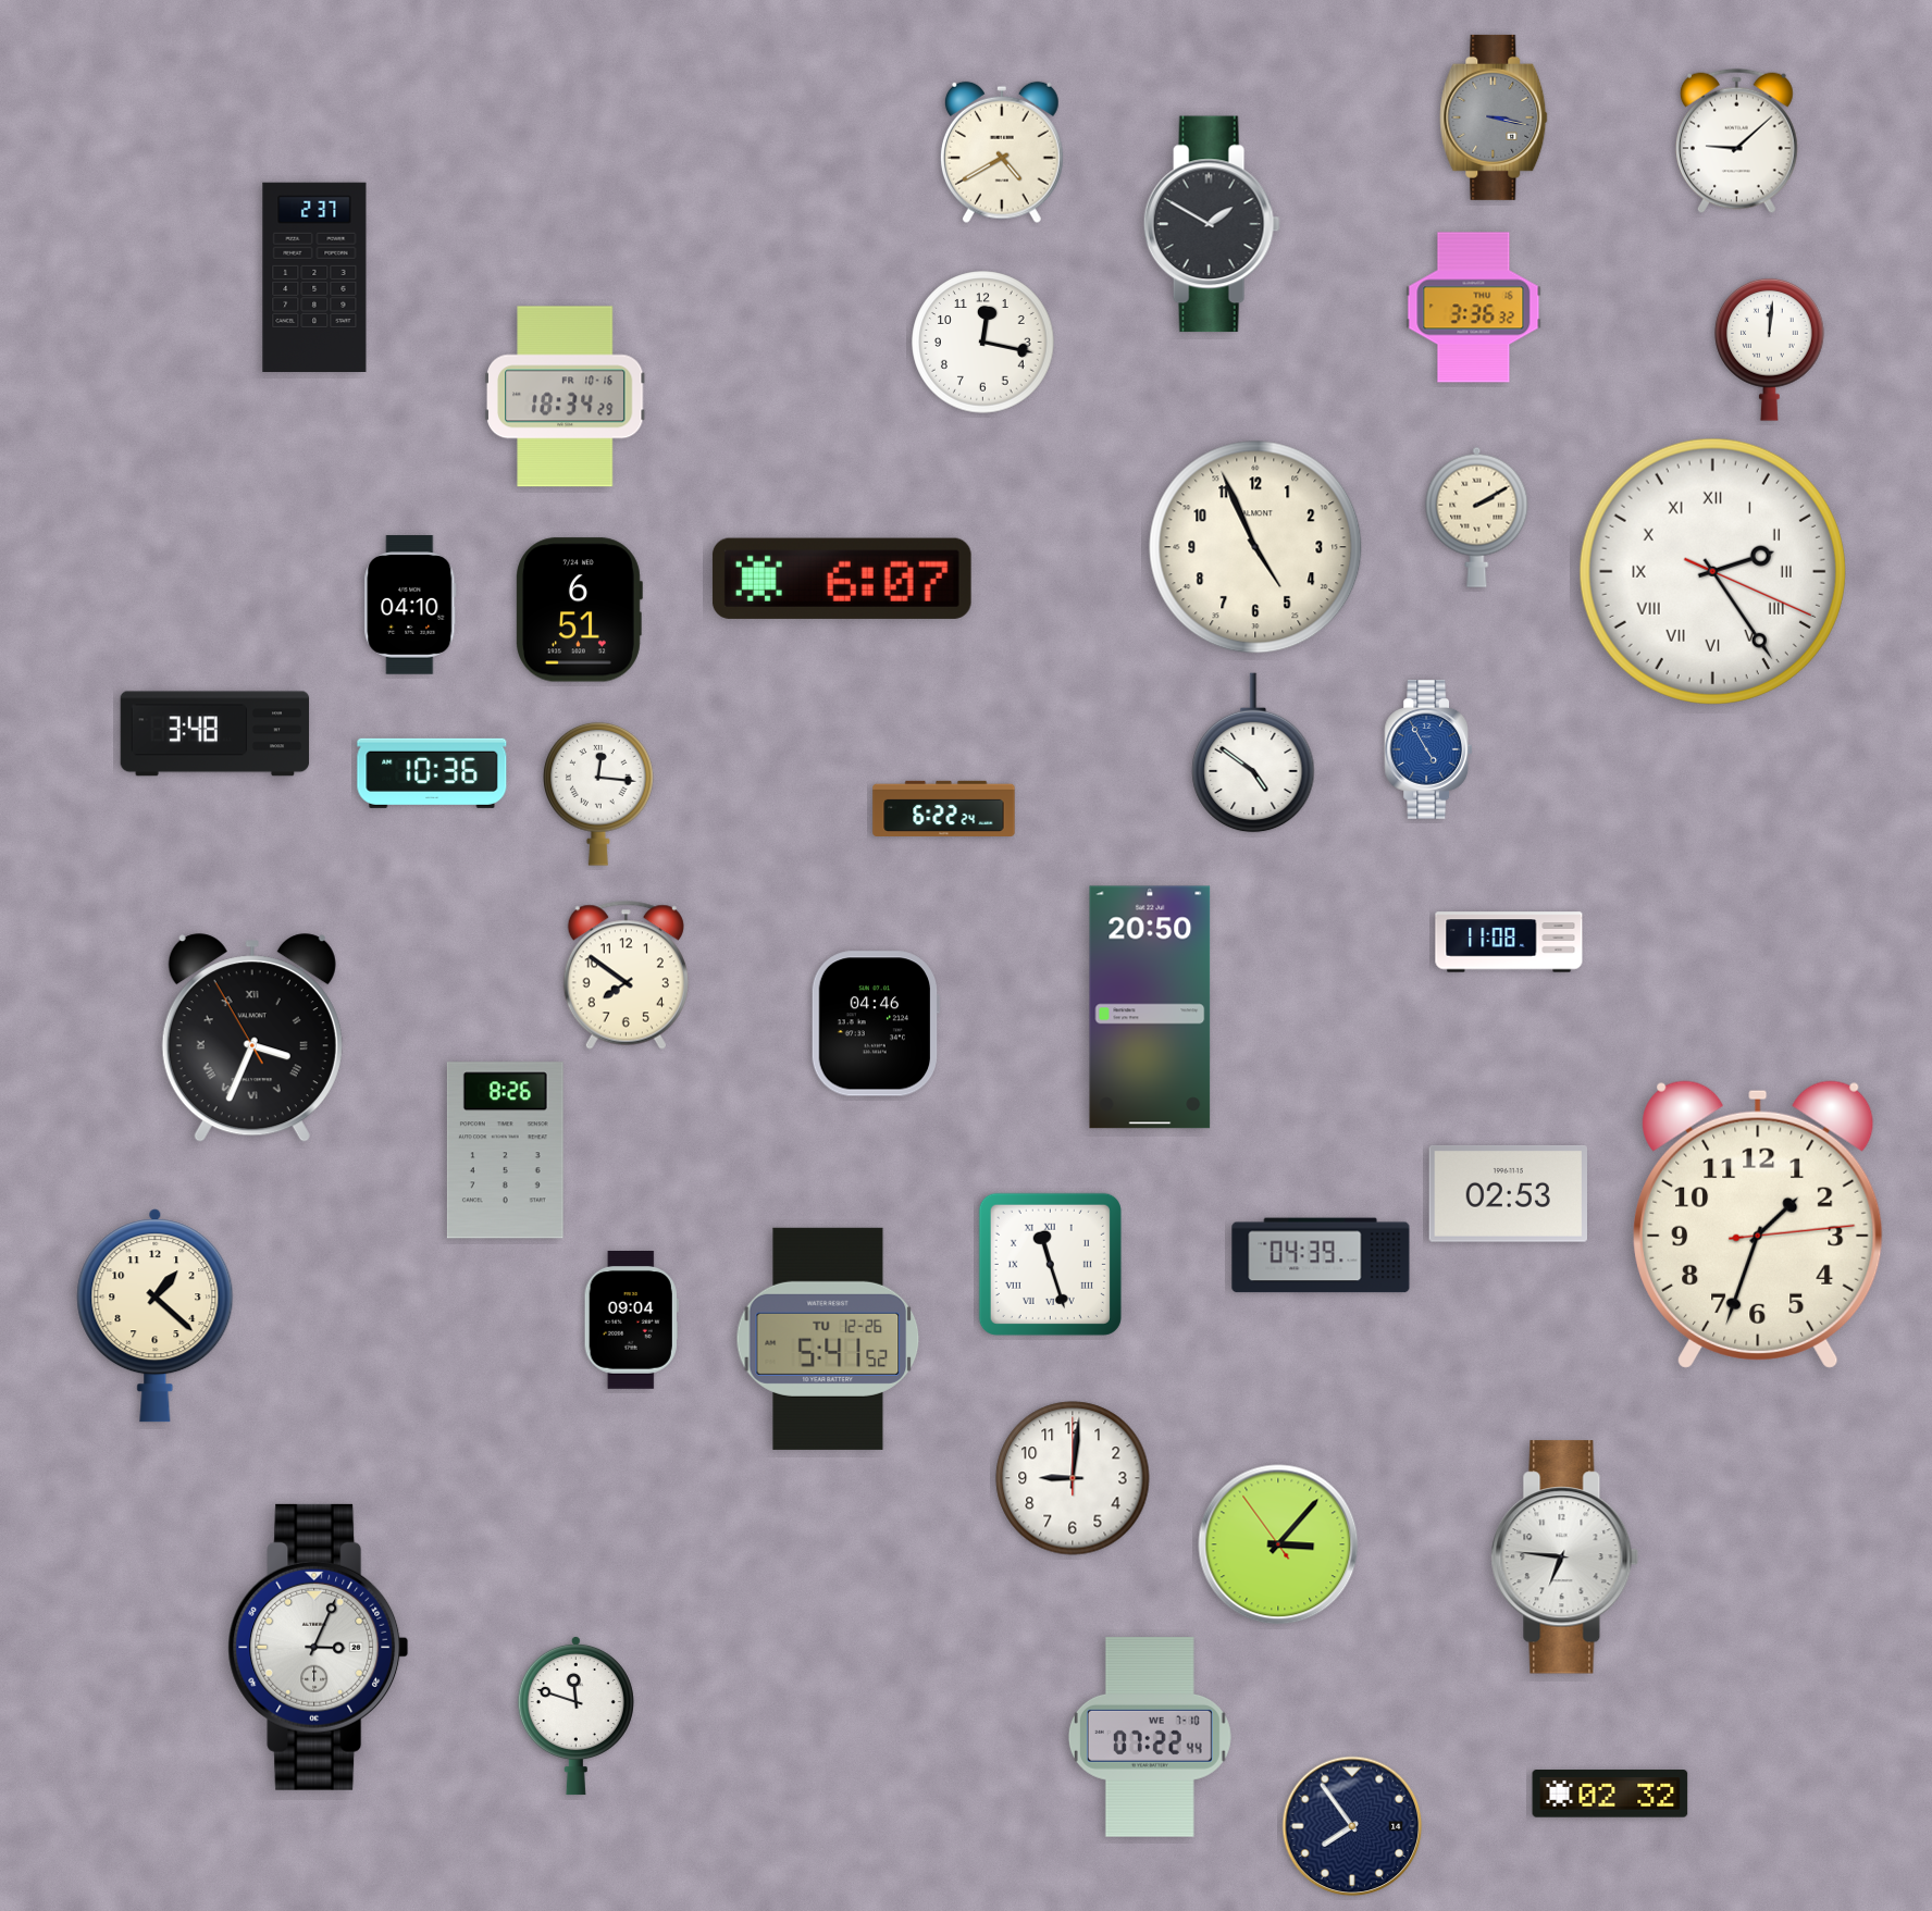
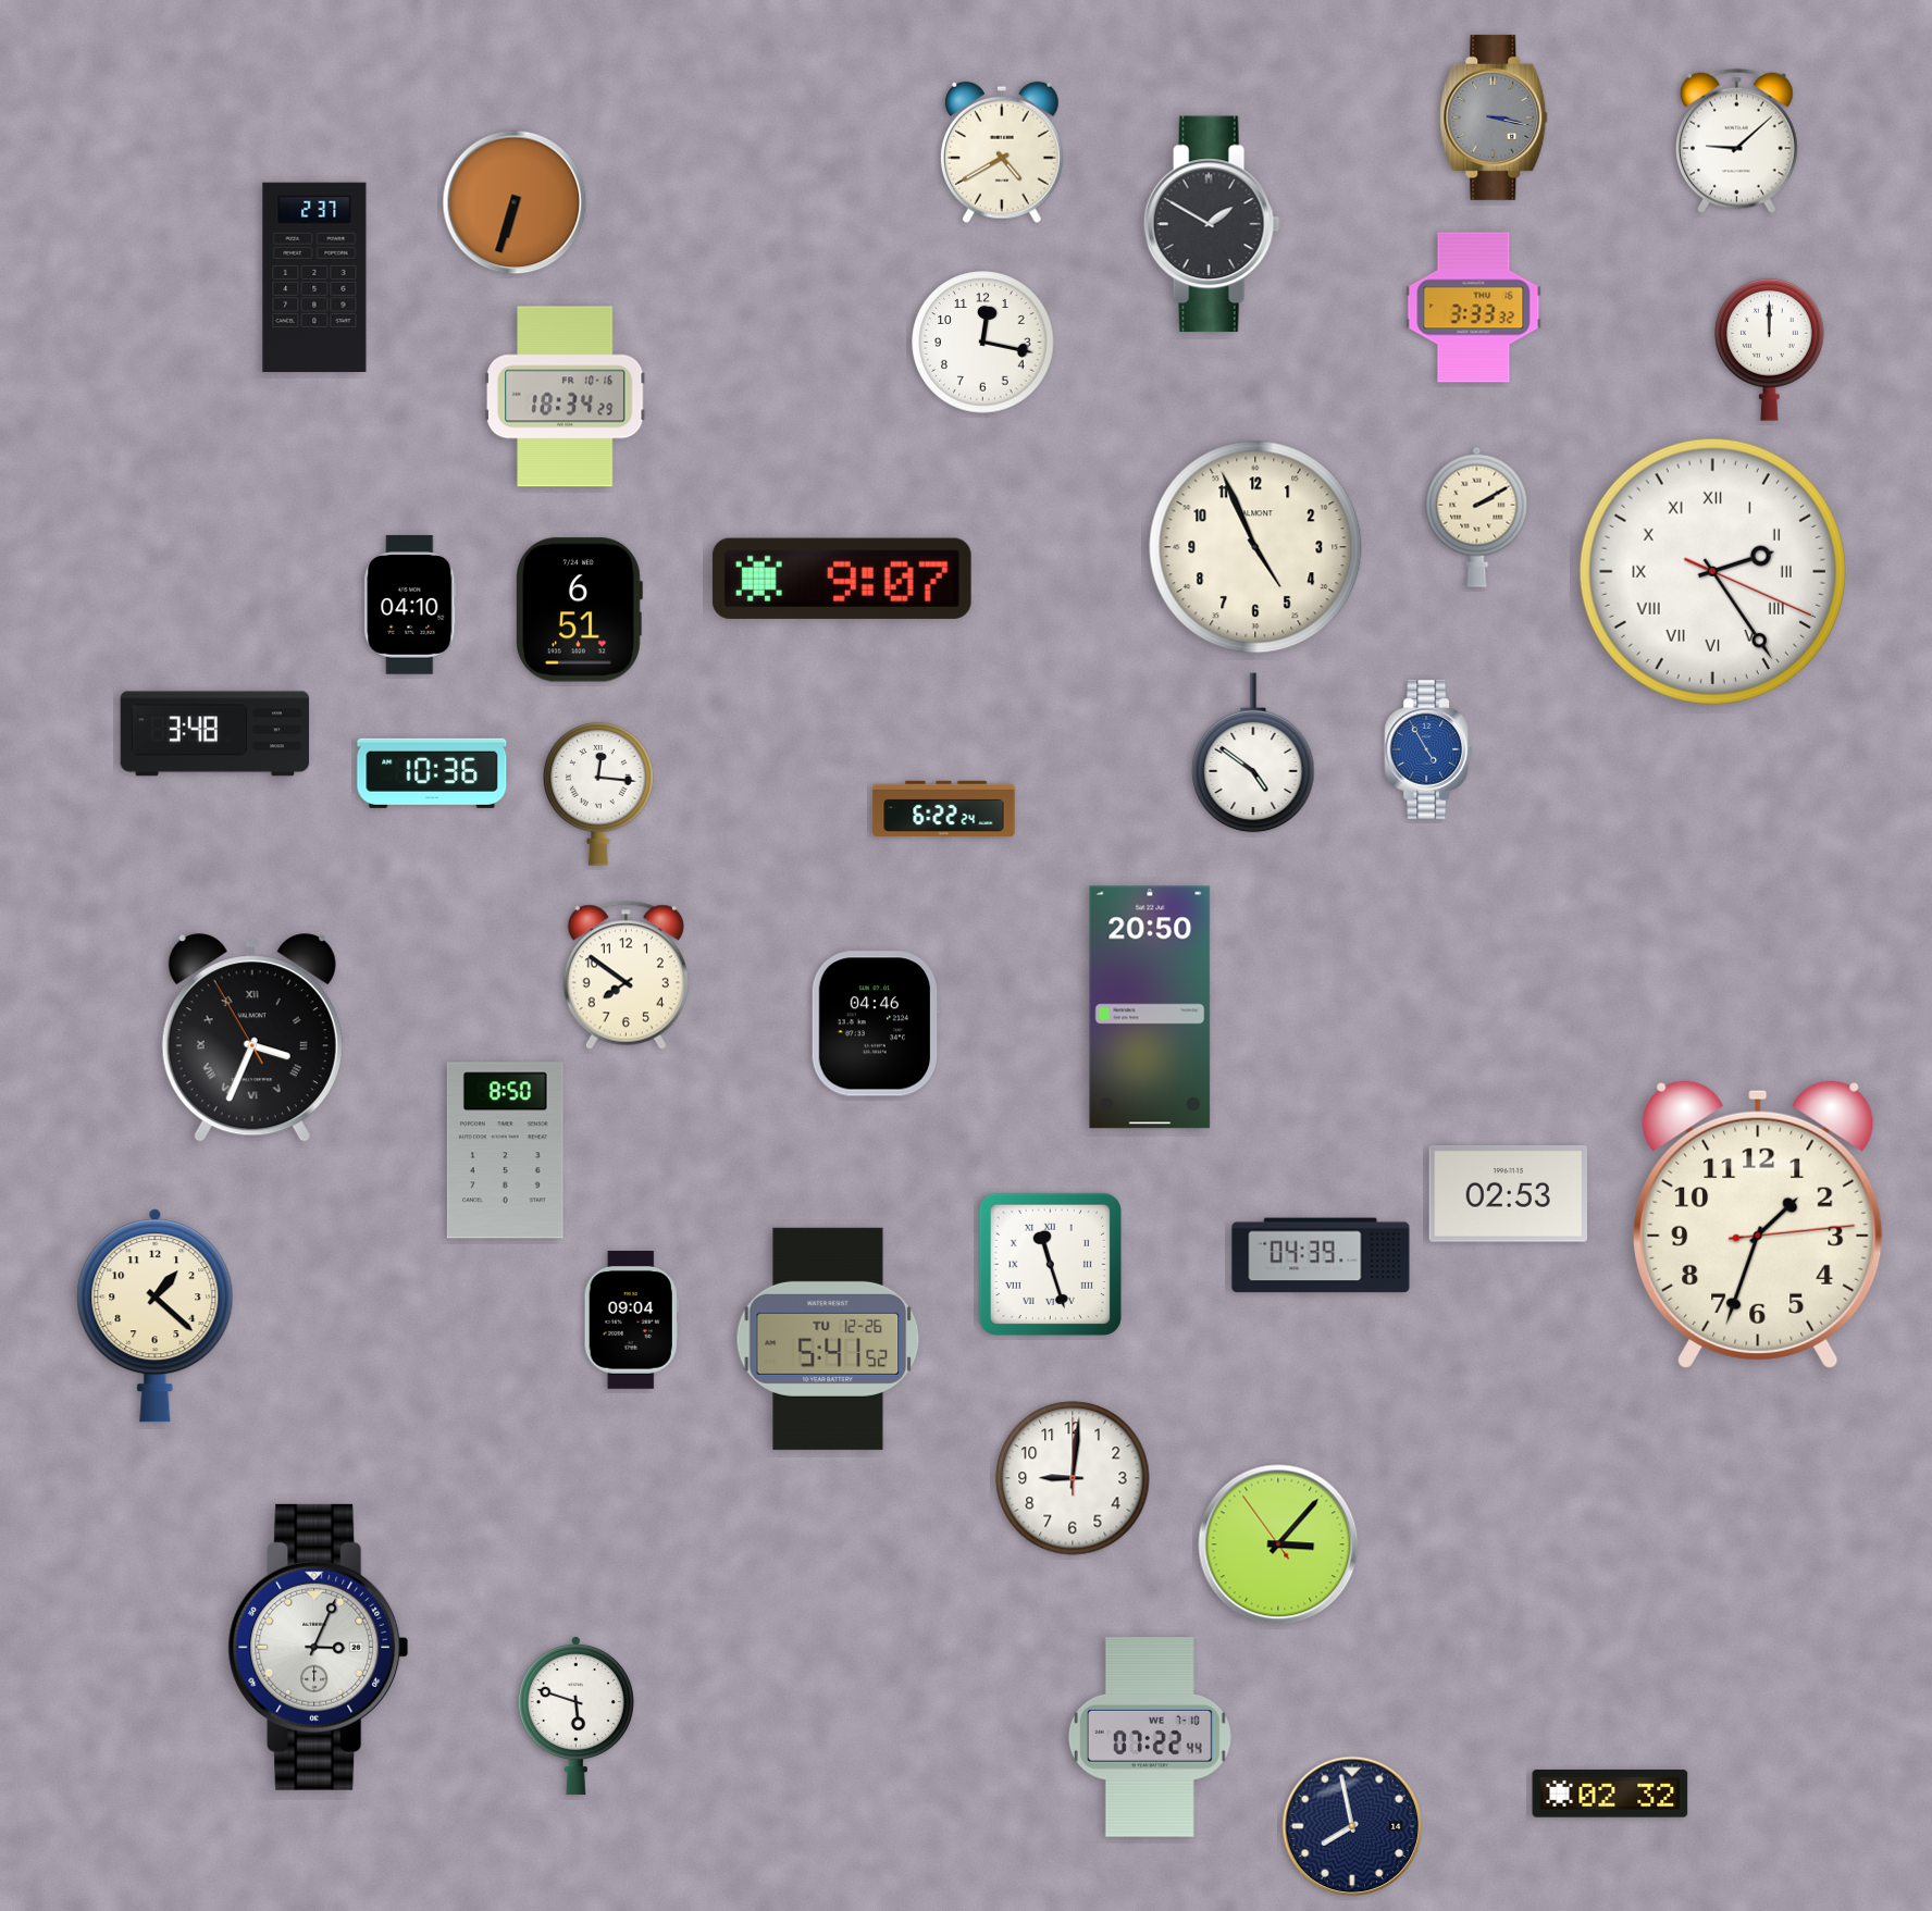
clock at (515, 202): none -> 6:33
clock at (1474, 308): 3:36 -> 3:33
clock at (1770, 350): 12:01 -> 12:00
clock at (842, 579): 6:07 -> 9:07
clock at (1509, 942): 11:08 -> none
clock at (505, 1151): 8:26 -> 8:50
clock at (1565, 1558): 6:46 -> none
clock at (575, 1715): 11:48 -> 5:48
clock at (1352, 1826): 7:54 -> 7:58
